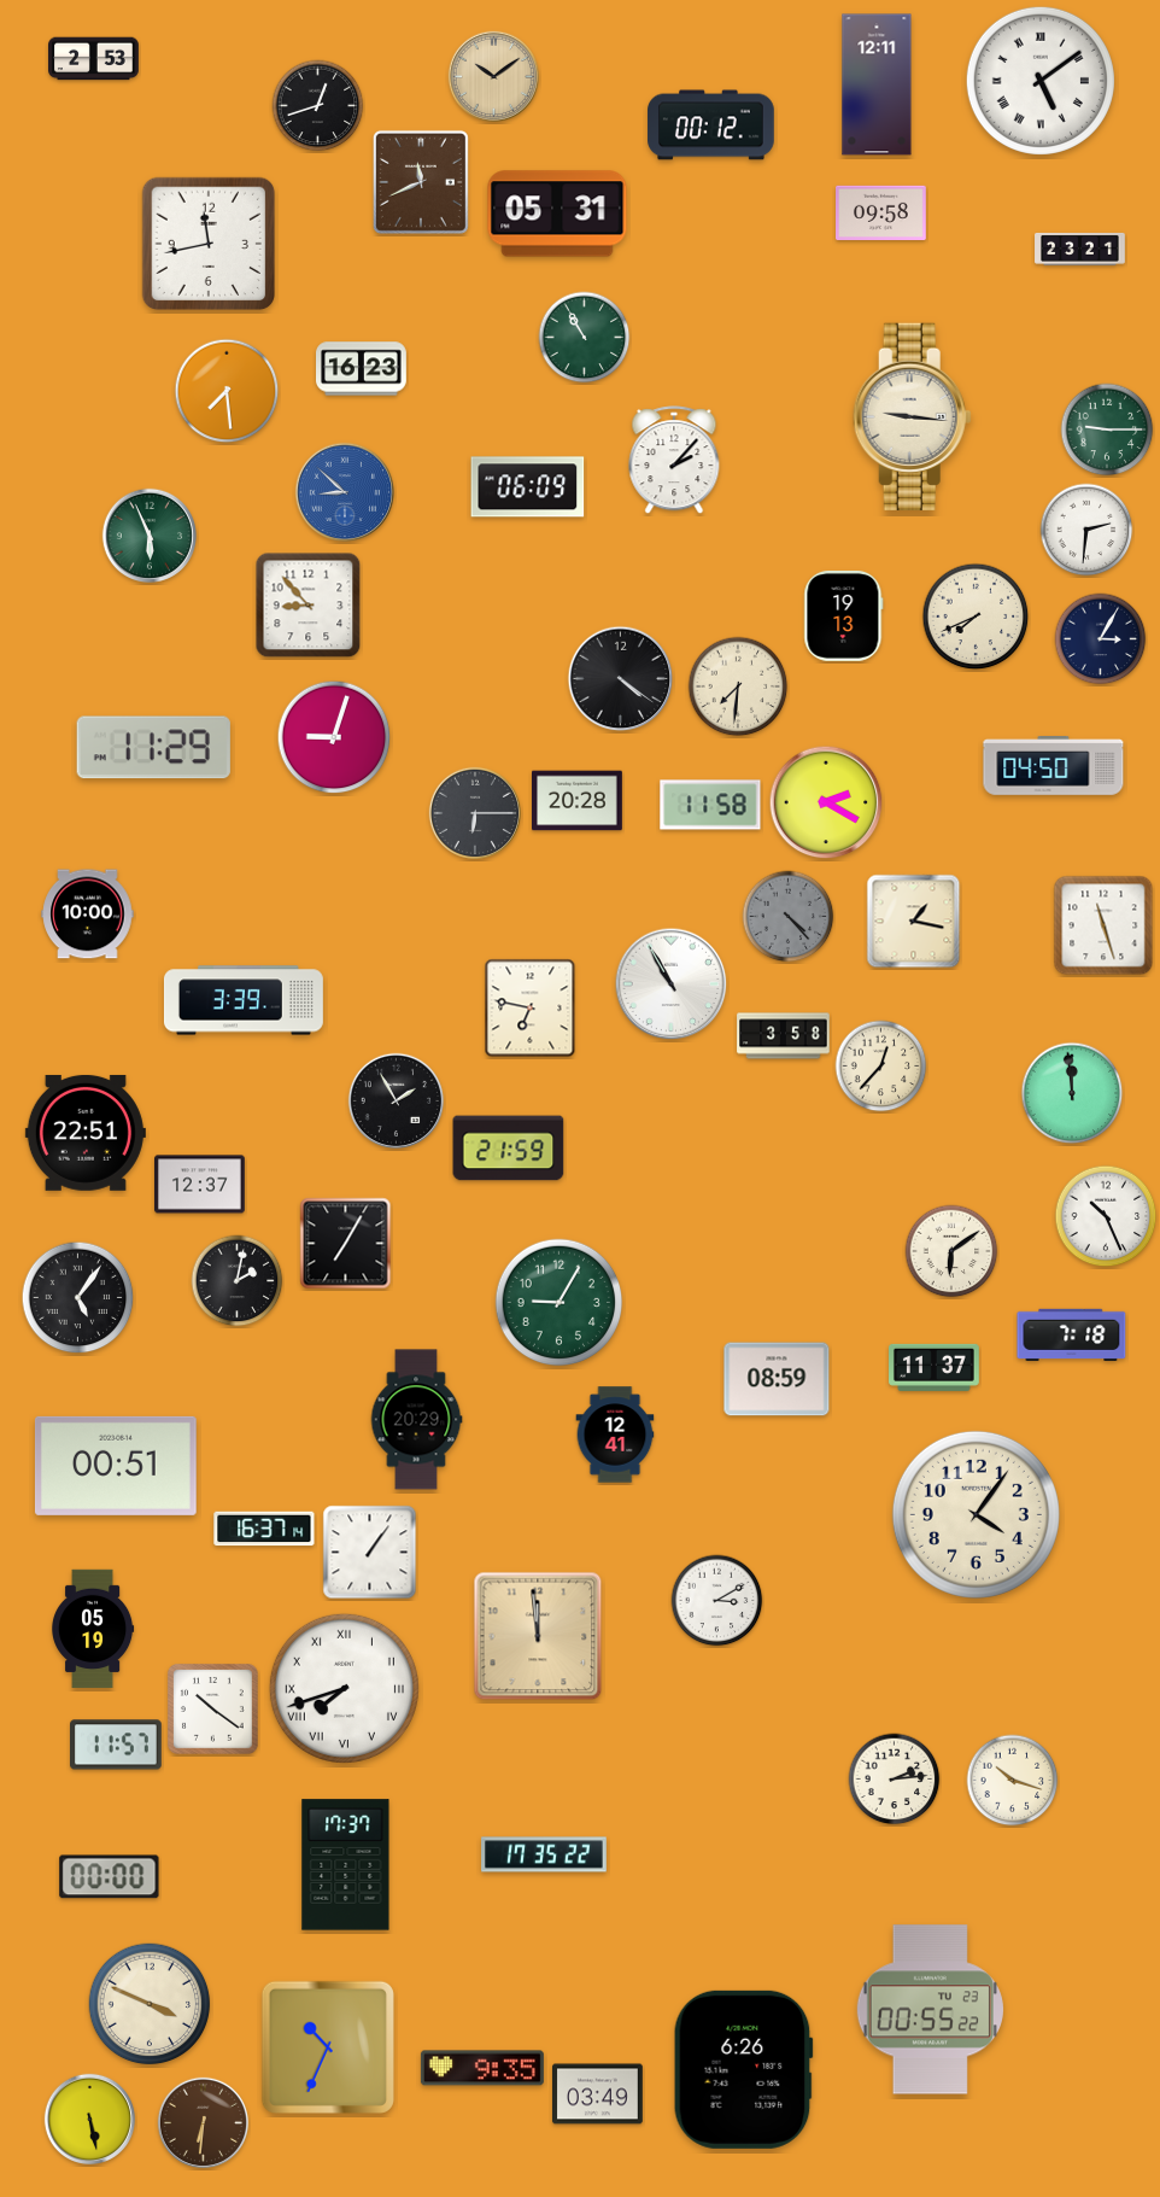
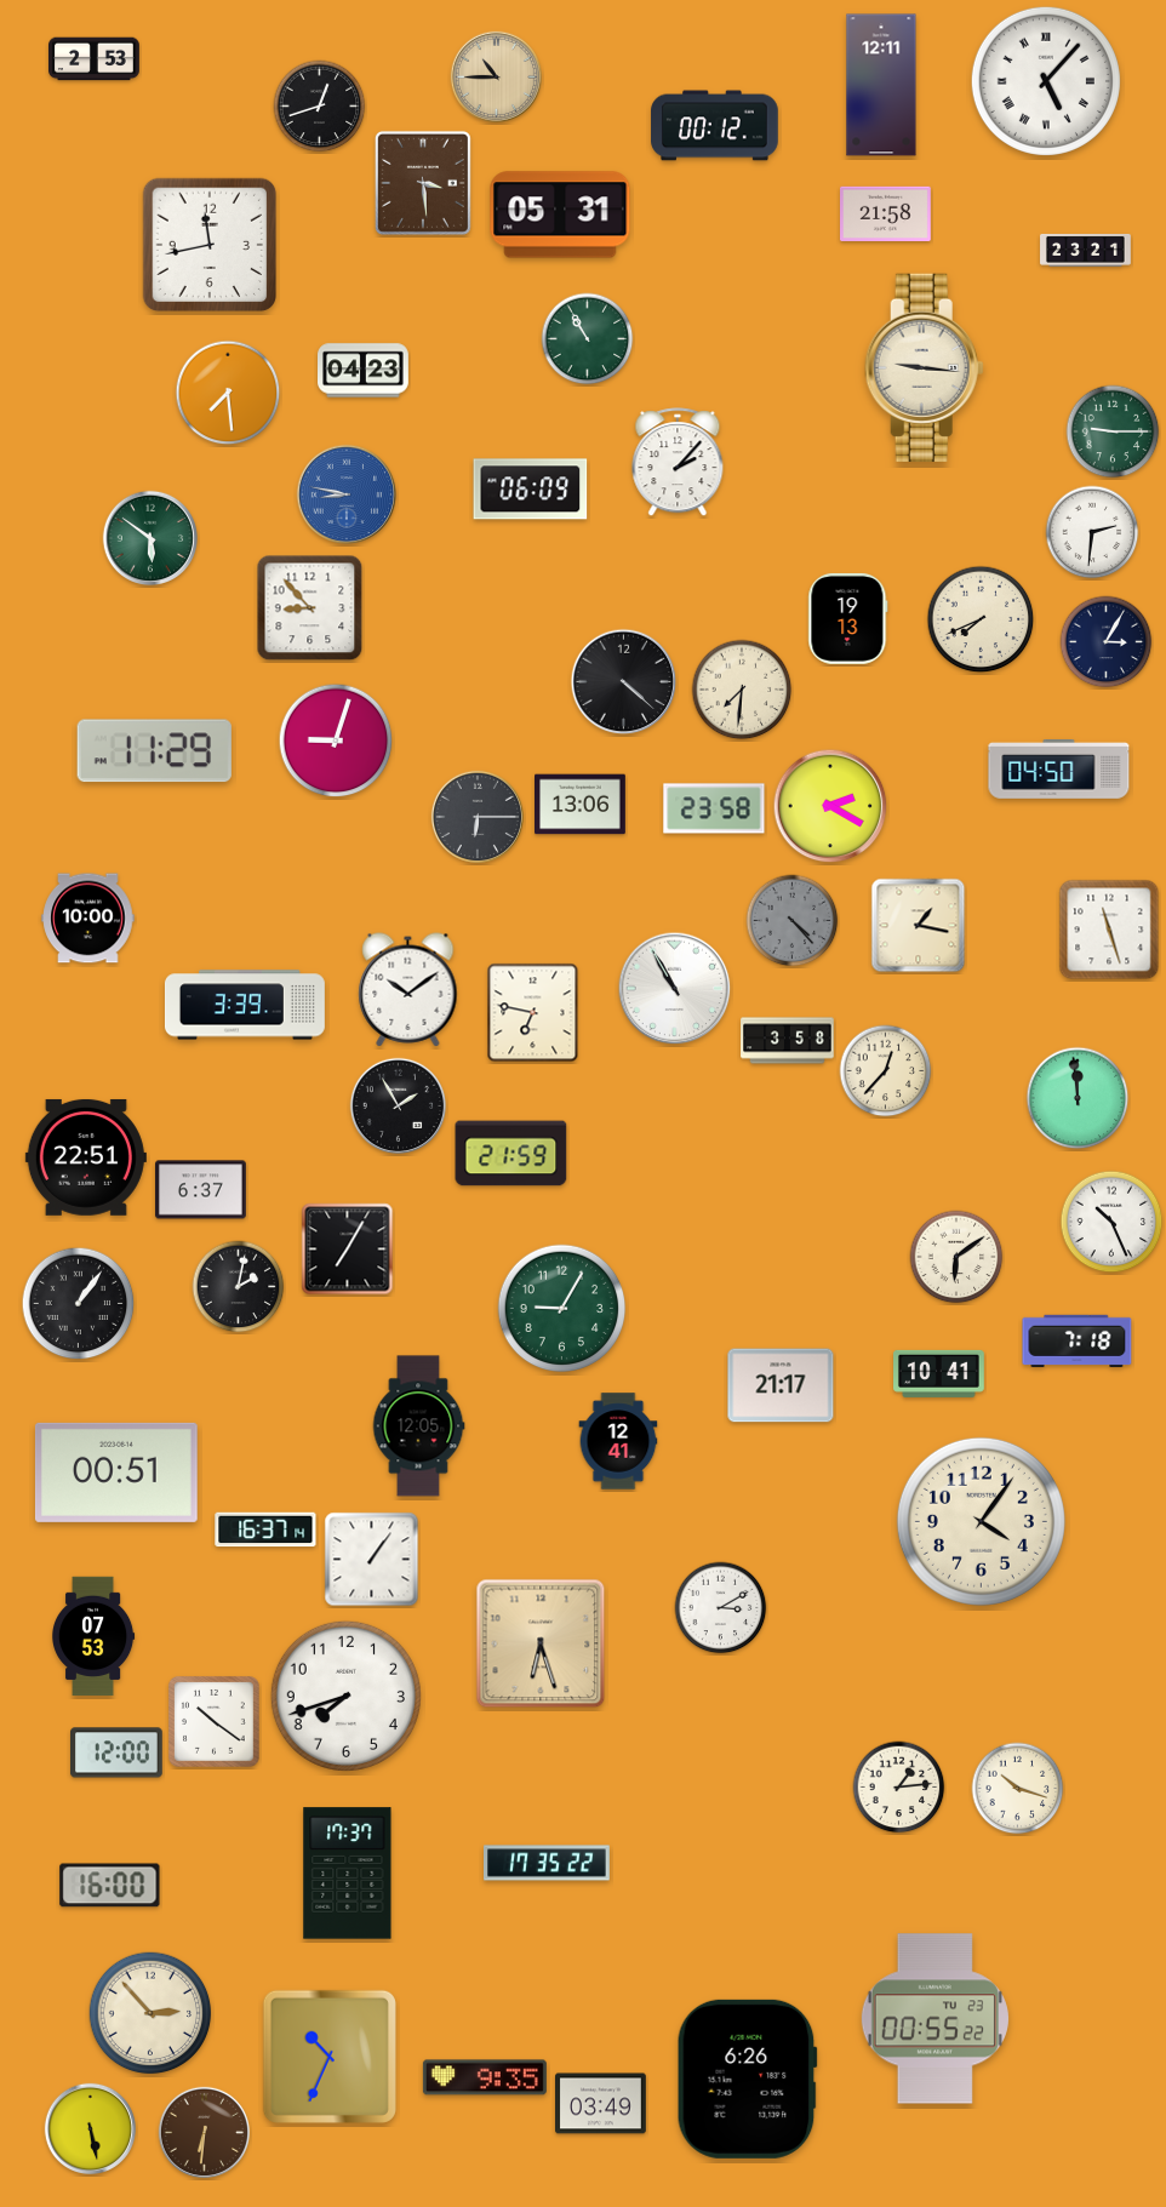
clock at (493, 76): 10:09 -> 10:45
clock at (1041, 81): 5:09 -> 5:07
clock at (421, 182): 11:41 -> 3:29
clock at (881, 212): 09:58 -> 21:58
clock at (362, 369): 16:23 -> 04:23
clock at (912, 416) position: (912, 416) -> (924, 367)
clock at (345, 492): 8:52 -> 8:47
clock at (150, 536): 5:56 -> 5:51
clock at (621, 679): 4:21 -> 4:22
clock at (578, 801): 20:28 -> 13:06
clock at (710, 805): 11:58 -> 23:58
clock at (408, 990): none -> 10:09
clock at (86, 1133) position: (86, 1133) -> (86, 1157)
clock at (200, 1185): 12:37 -> 6:37
clock at (78, 1298): 5:06 -> 1:06
clock at (935, 1367): 11:37 -> 10:41
clock at (777, 1379): 08:59 -> 21:17
clock at (416, 1420): 20:29 -> 12:05
clock at (264, 1529) position: (264, 1529) -> (265, 1530)
clock at (94, 1629): 05:19 -> 07:53
clock at (538, 1636): 11:59 -> 6:27
clock at (344, 1688) numerals: Roman -> Arabic
clock at (213, 1710) position: (213, 1710) -> (215, 1722)
clock at (117, 1745): 11:57 -> 12:00
clock at (895, 1780): 2:14 -> 1:14
clock at (110, 1877): 00:00 -> 16:00
clock at (150, 2004): 3:49 -> 2:53
